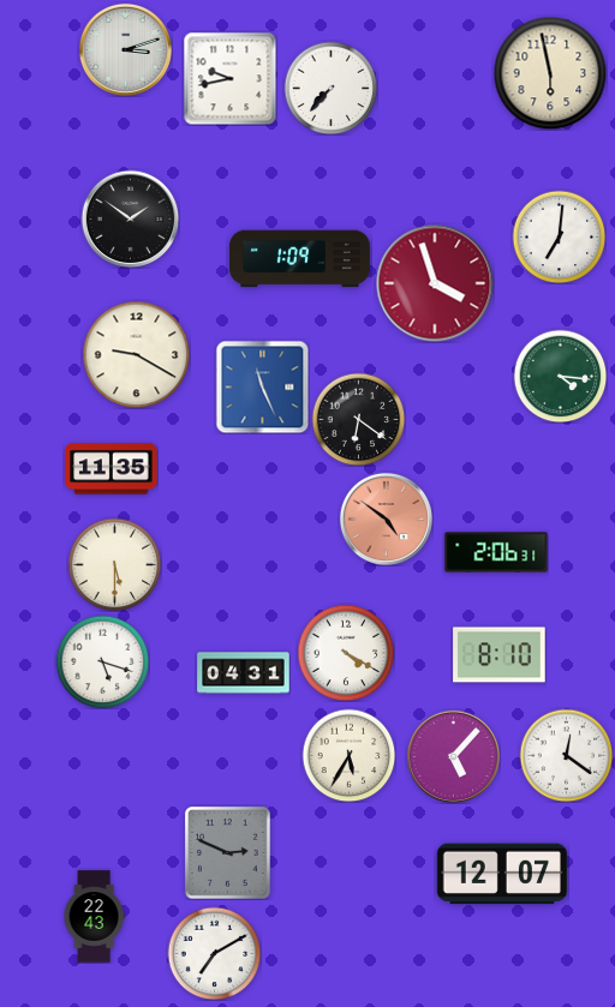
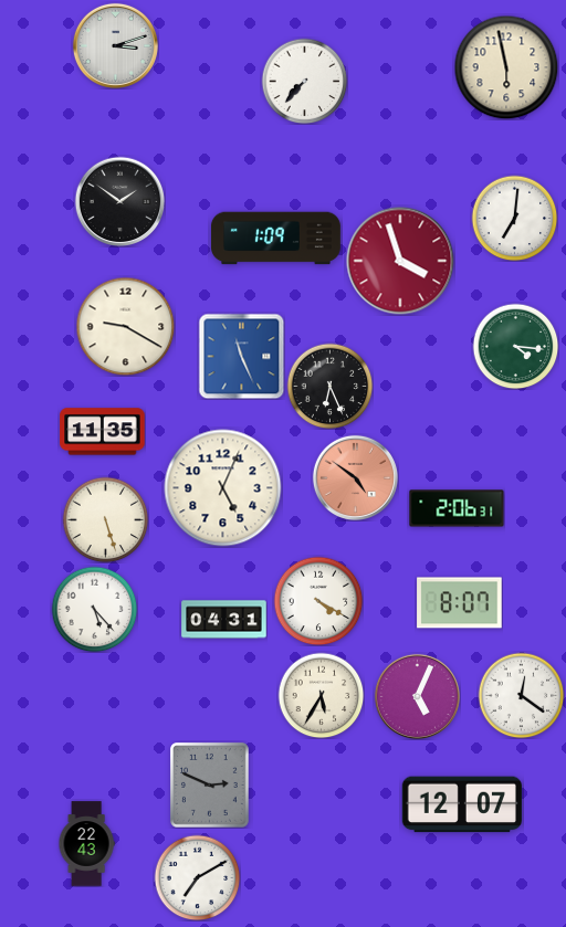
clock at (229, 78): 9:43 -> none
clock at (358, 419): 6:21 -> 6:26
clock at (223, 488): none -> 5:04
clock at (114, 564): 5:30 -> 5:27
clock at (500, 655): 8:10 -> 8:07
clock at (102, 661): 5:18 -> 5:23
clock at (453, 756): 5:07 -> 5:04
